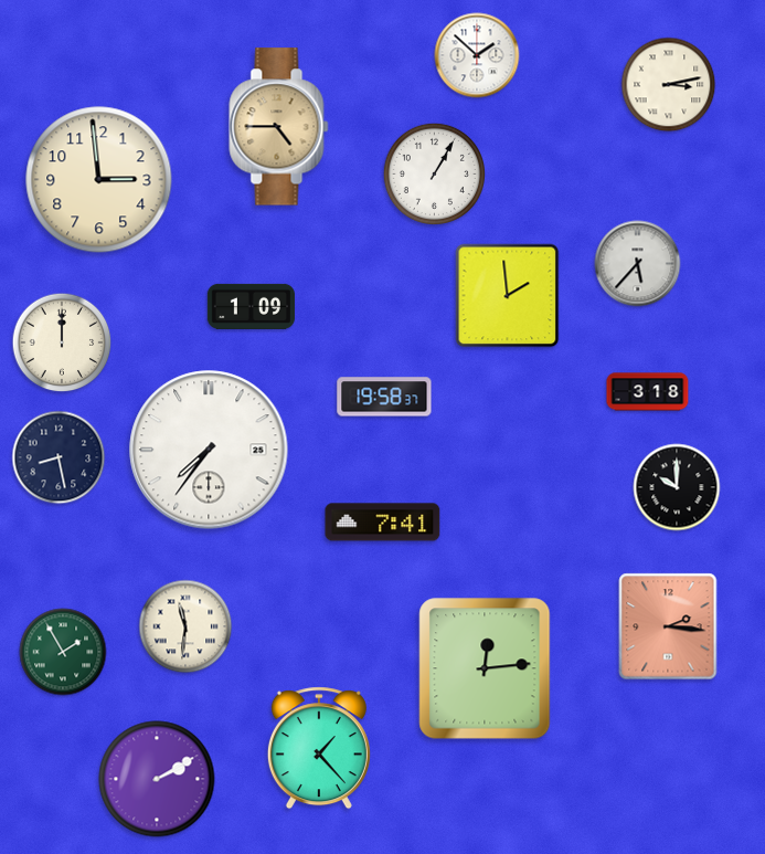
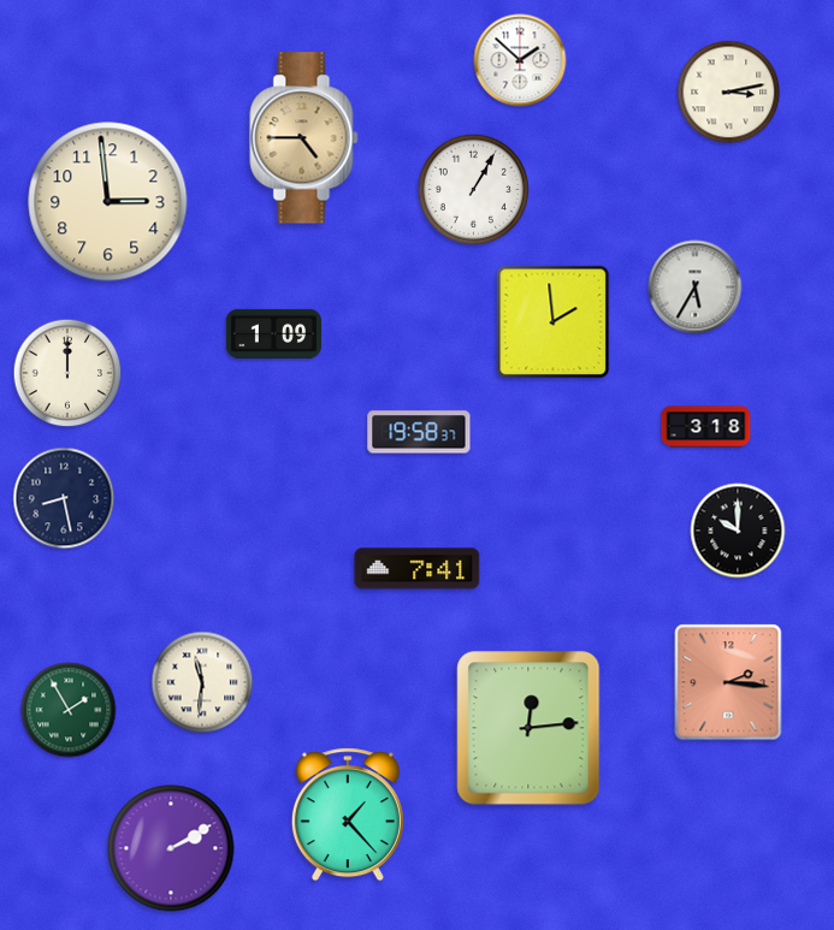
clock at (99, 180) position: (99, 180) -> (108, 202)
clock at (638, 264): 5:37 -> 5:35
clock at (209, 450): 7:36 -> none
